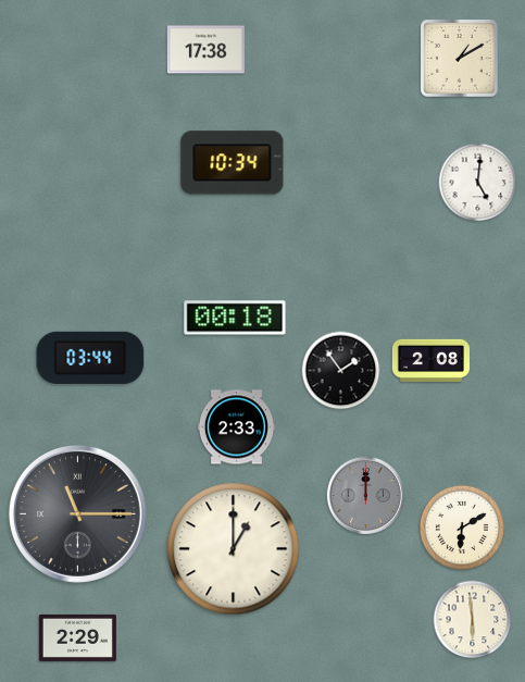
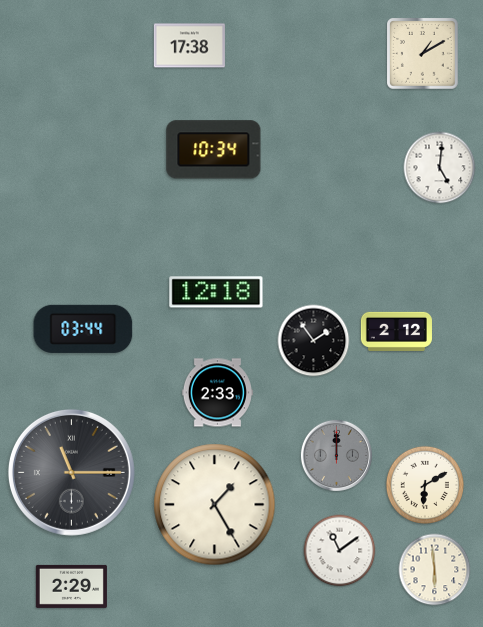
clock at (235, 318): 00:18 -> 12:18
clock at (430, 360): 2:08 -> 2:12
clock at (234, 549): 1:00 -> 1:25
clock at (340, 551): none -> 11:09
